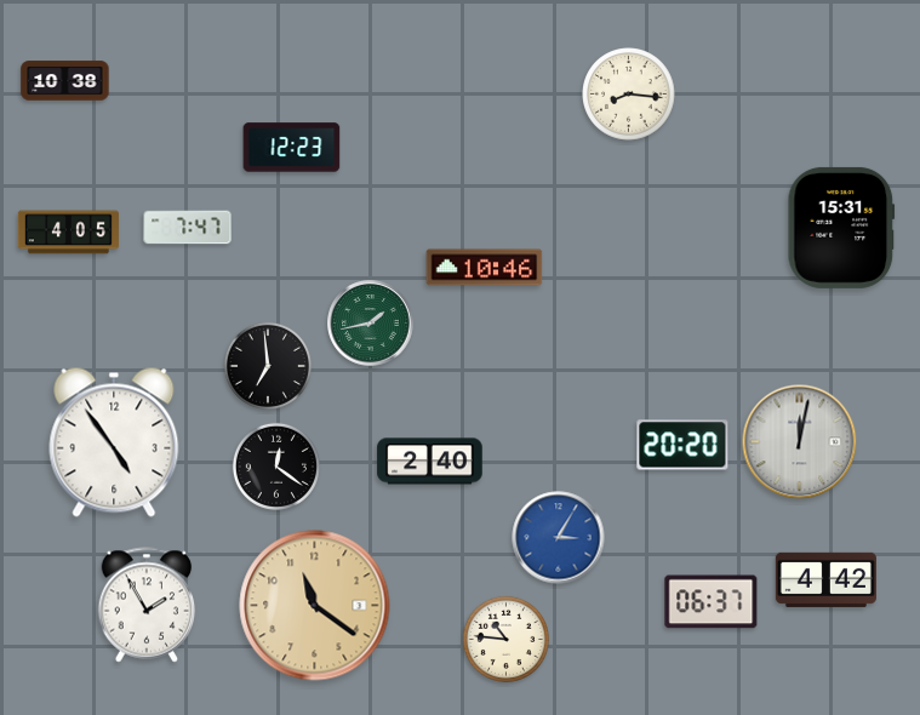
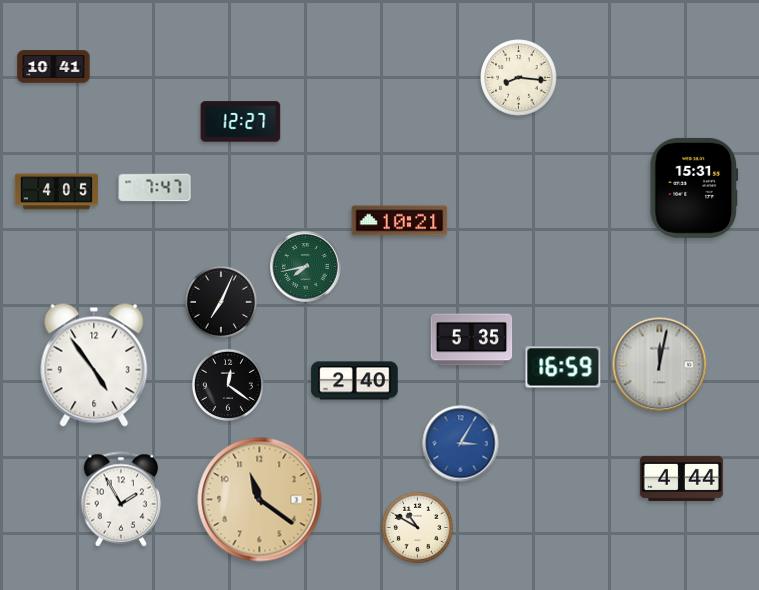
clock at (65, 81): 10:38 -> 10:41
clock at (292, 148): 12:23 -> 12:27
clock at (485, 268): 10:46 -> 10:21
clock at (371, 324): 1:43 -> 7:43
clock at (268, 366): 6:59 -> 7:04
clock at (472, 340): none -> 5:35
clock at (682, 445): 20:20 -> 16:59
clock at (825, 579): 4:42 -> 4:44
clock at (712, 602): 06:37 -> none
clock at (505, 639): 10:46 -> 10:50
